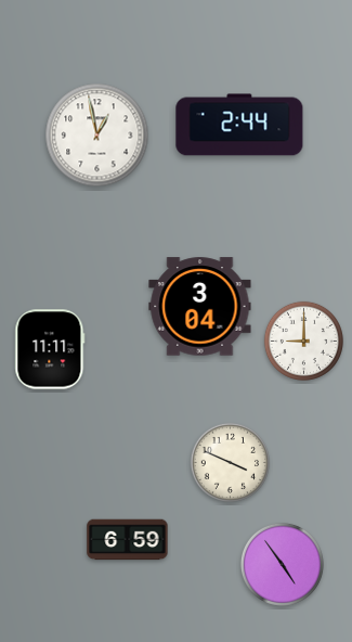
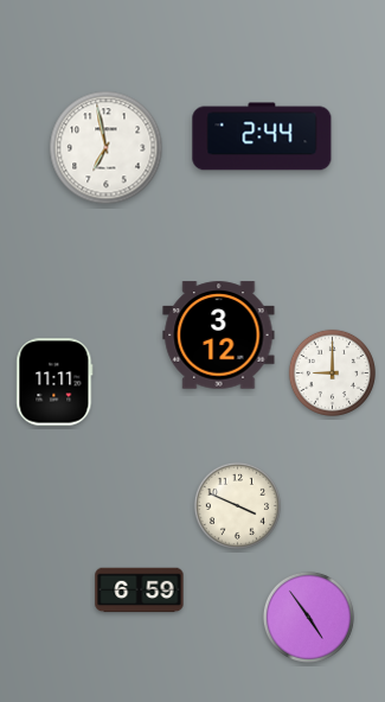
clock at (97, 136): 12:58 -> 6:58
clock at (200, 307): 3:04 -> 3:12
clock at (230, 462) position: (230, 462) -> (237, 505)
